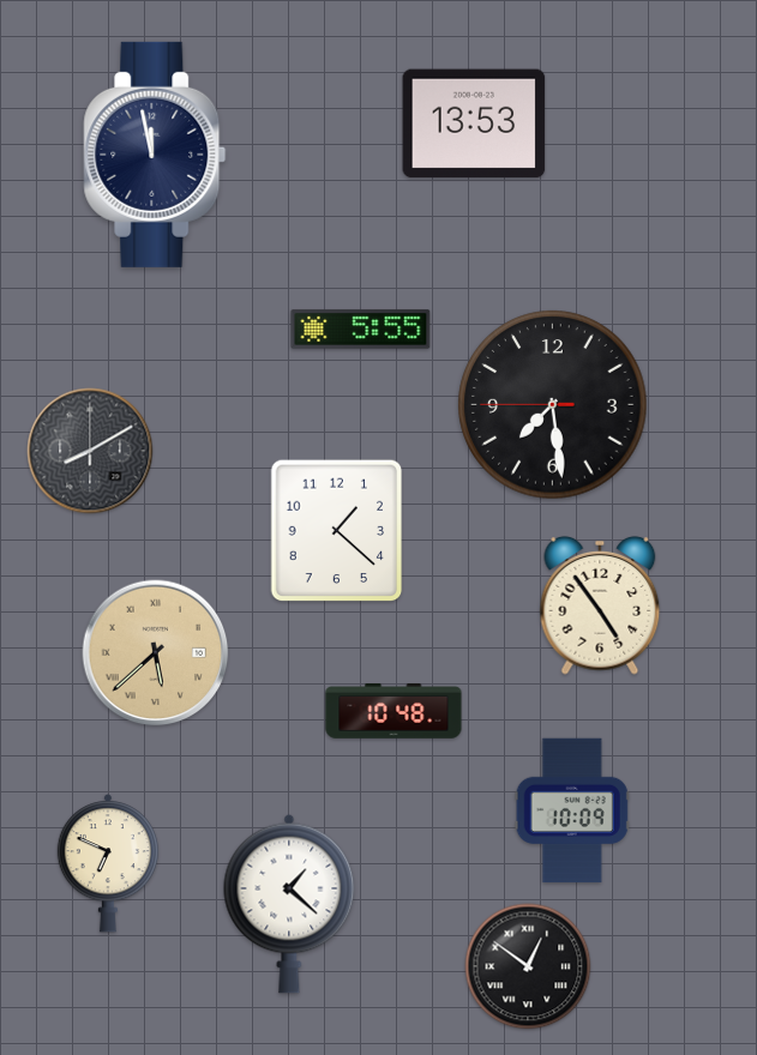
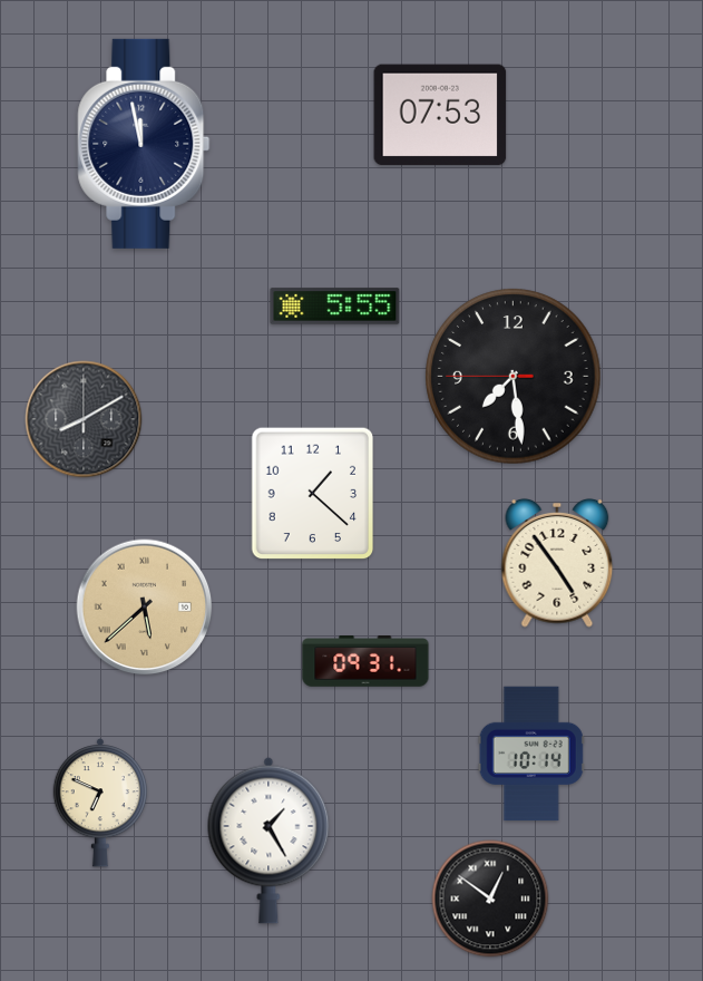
clock at (474, 123): 13:53 -> 07:53
clock at (393, 711): 10:48 -> 09:31
clock at (572, 810): 10:09 -> 10:14
clock at (289, 904): 1:22 -> 1:25
